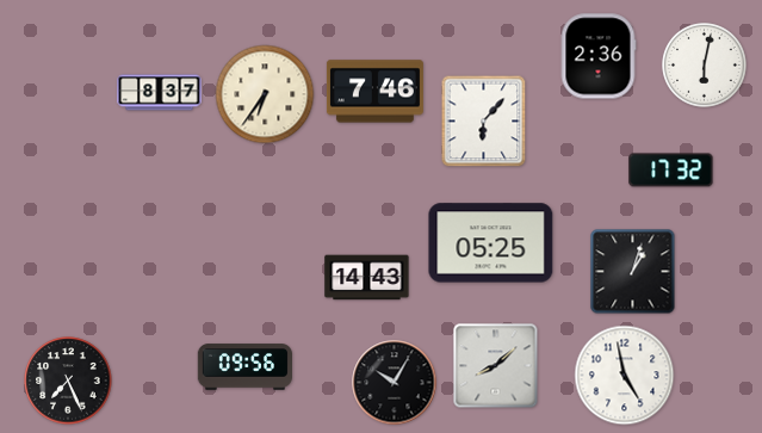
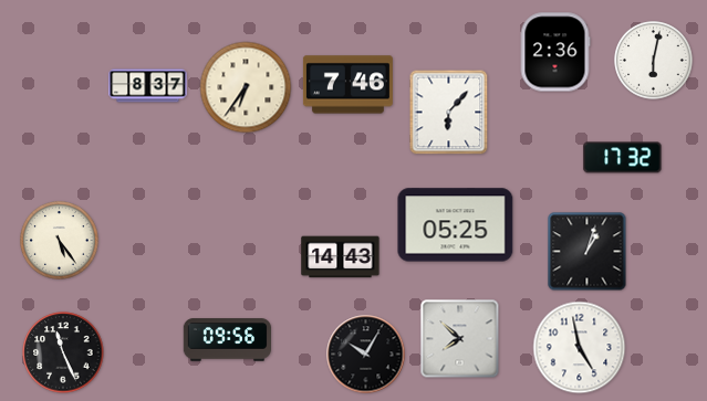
clock at (60, 241): none -> 5:24
clock at (496, 366): 8:08 -> 7:52
clock at (68, 381): 7:26 -> 11:26
